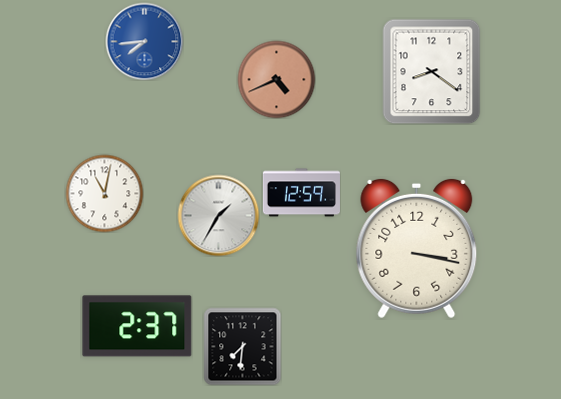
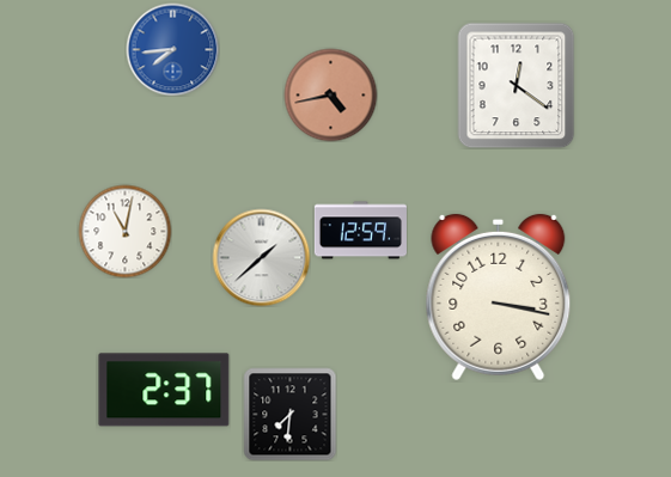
clock at (432, 71): 8:21 -> 12:21
clock at (276, 79): 4:41 -> 4:43
clock at (218, 215): 1:35 -> 1:38
